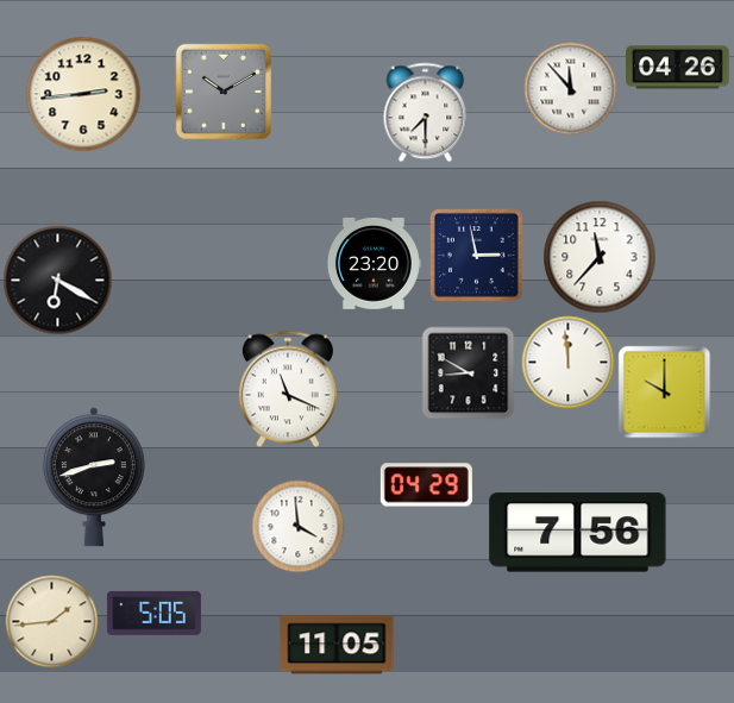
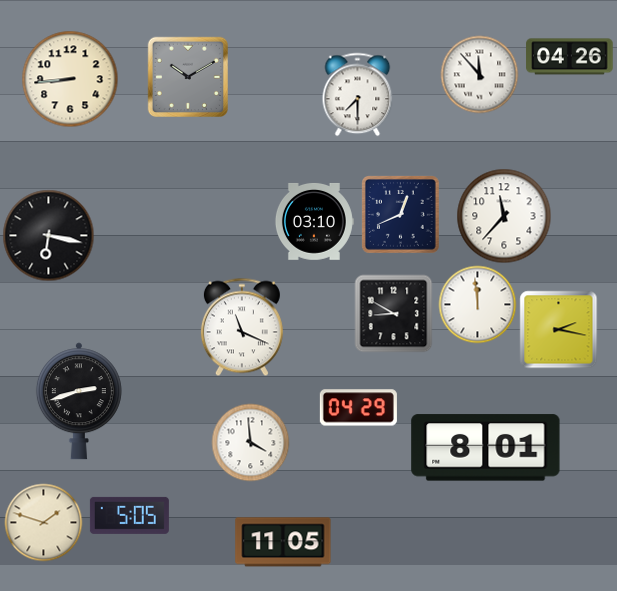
clock at (83, 94): 2:44 -> 8:44
clock at (477, 256): 2:58 -> 12:41
clock at (374, 263): 23:20 -> 03:10
clock at (57, 280): 6:20 -> 6:17
clock at (664, 391): 10:00 -> 2:17
clock at (578, 533): 7:56 -> 8:01
clock at (51, 621): 1:44 -> 1:48
